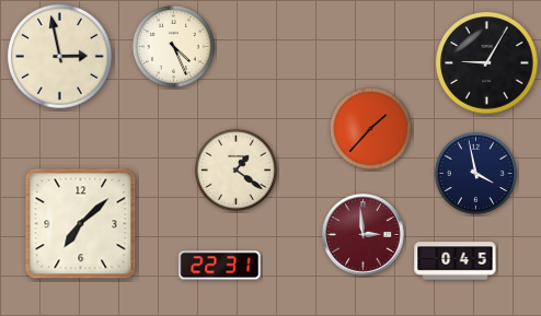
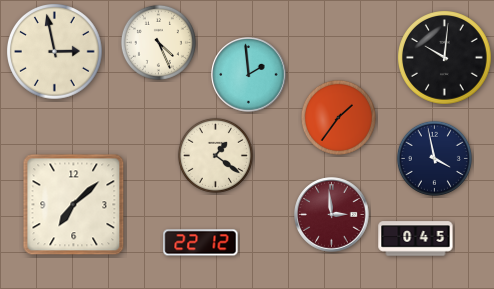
clock at (487, 63): 9:05 -> 10:01
clock at (249, 75): none -> 1:59
clock at (370, 128): 1:37 -> 1:36
clock at (220, 266): 22:31 -> 22:12
